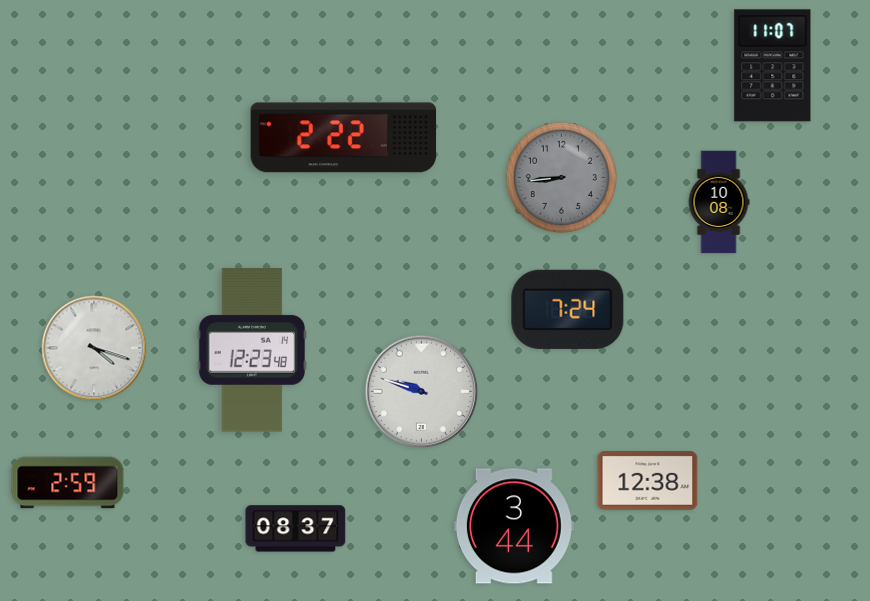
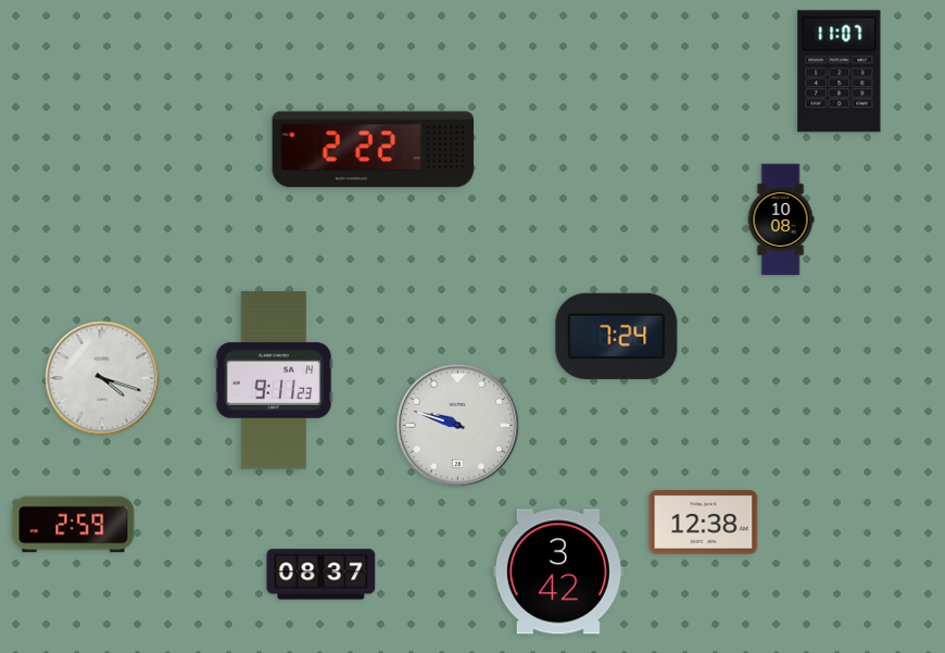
clock at (561, 177): 8:44 -> none
clock at (252, 350): 12:23 -> 9:11
clock at (514, 526): 3:44 -> 3:42
